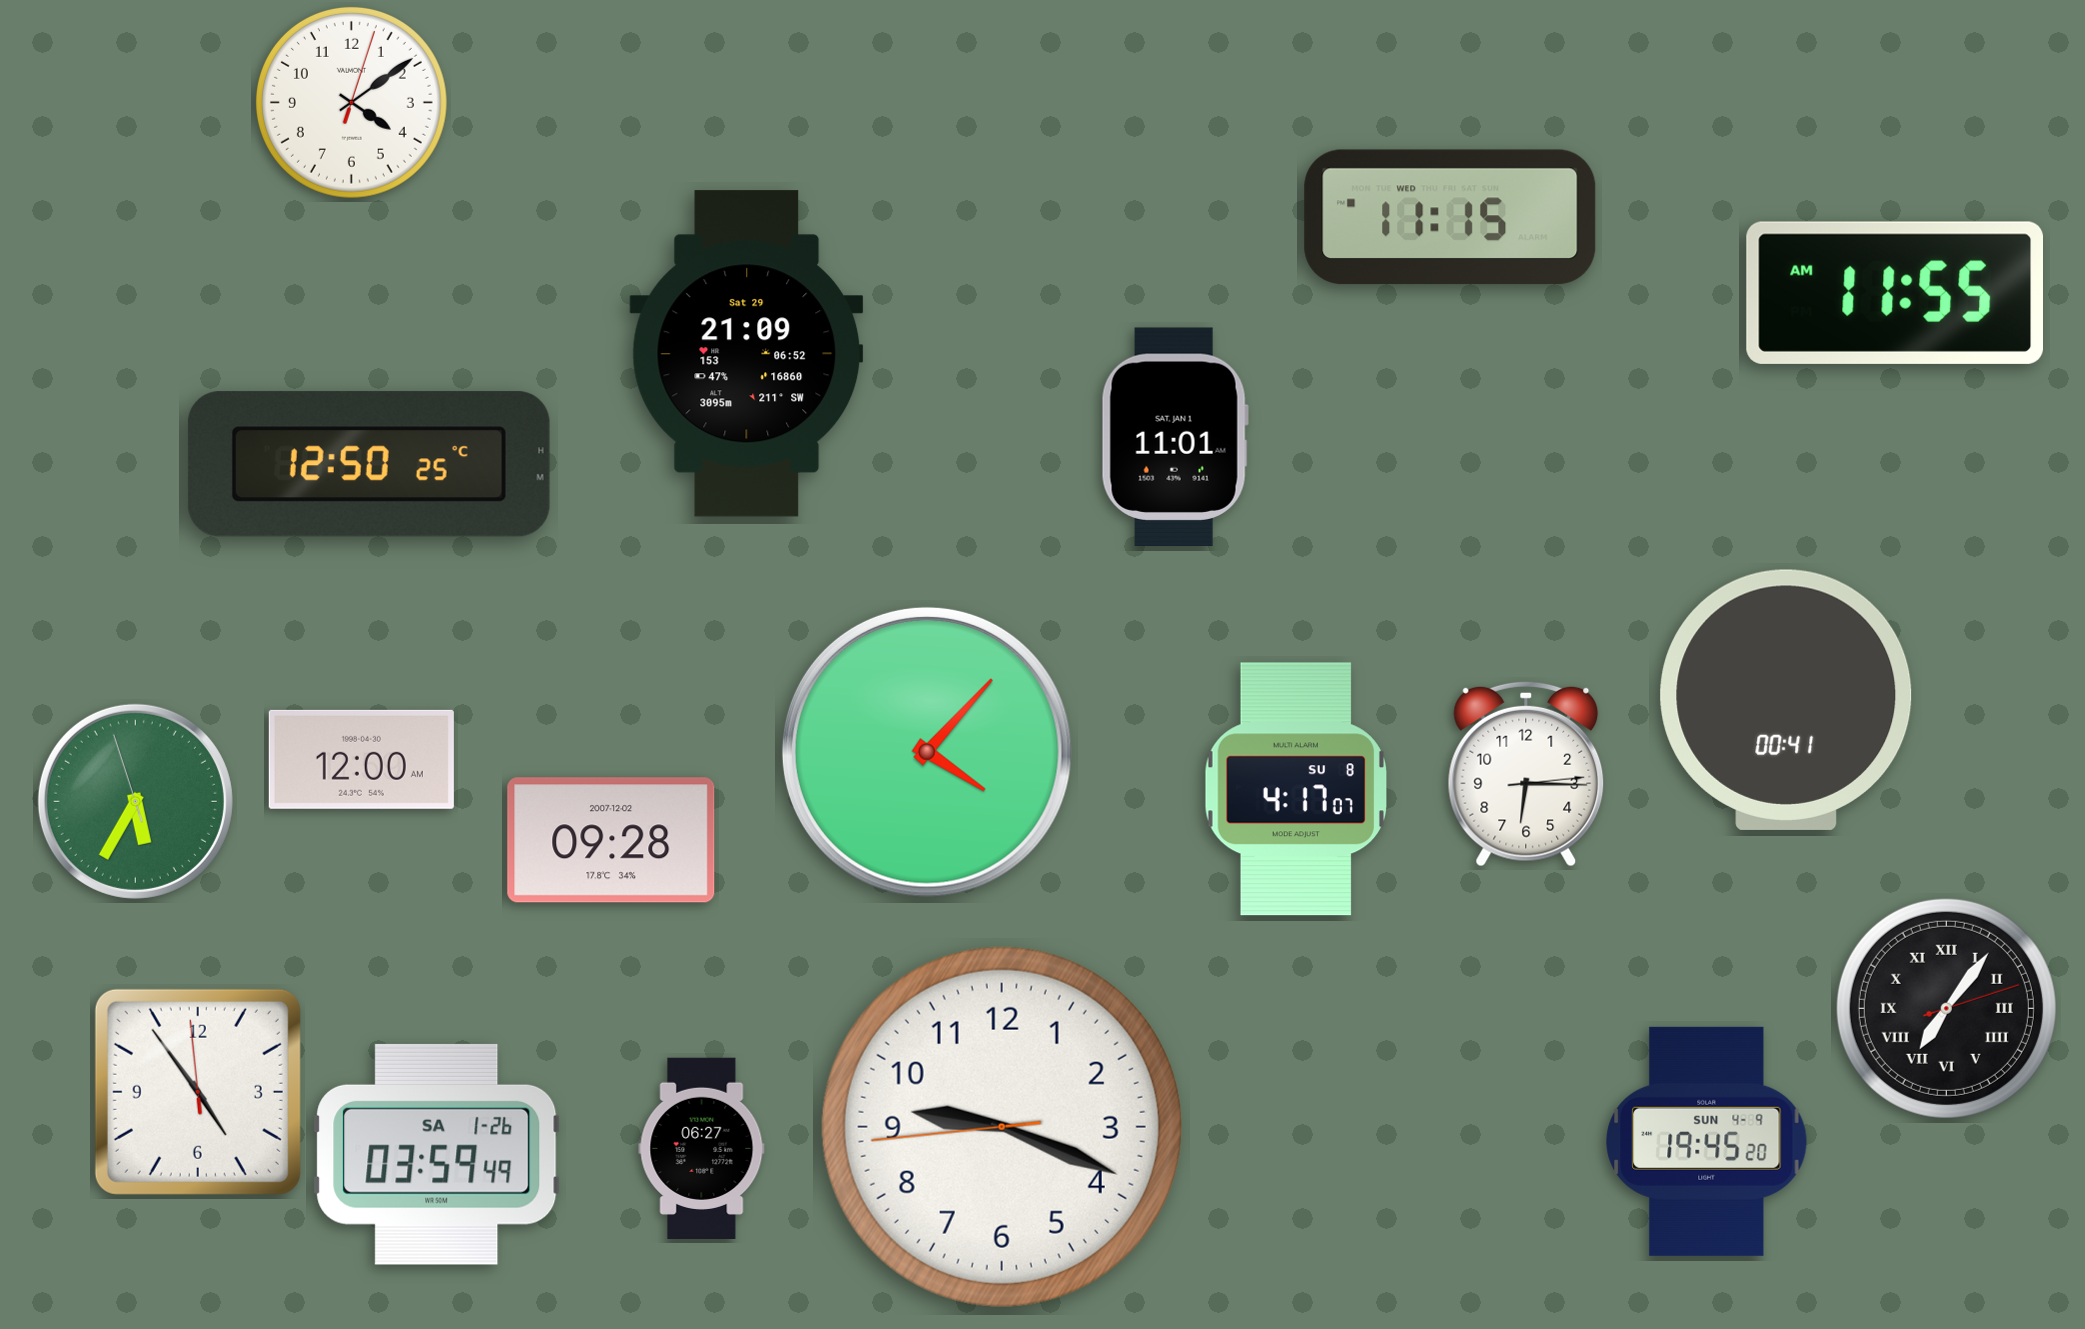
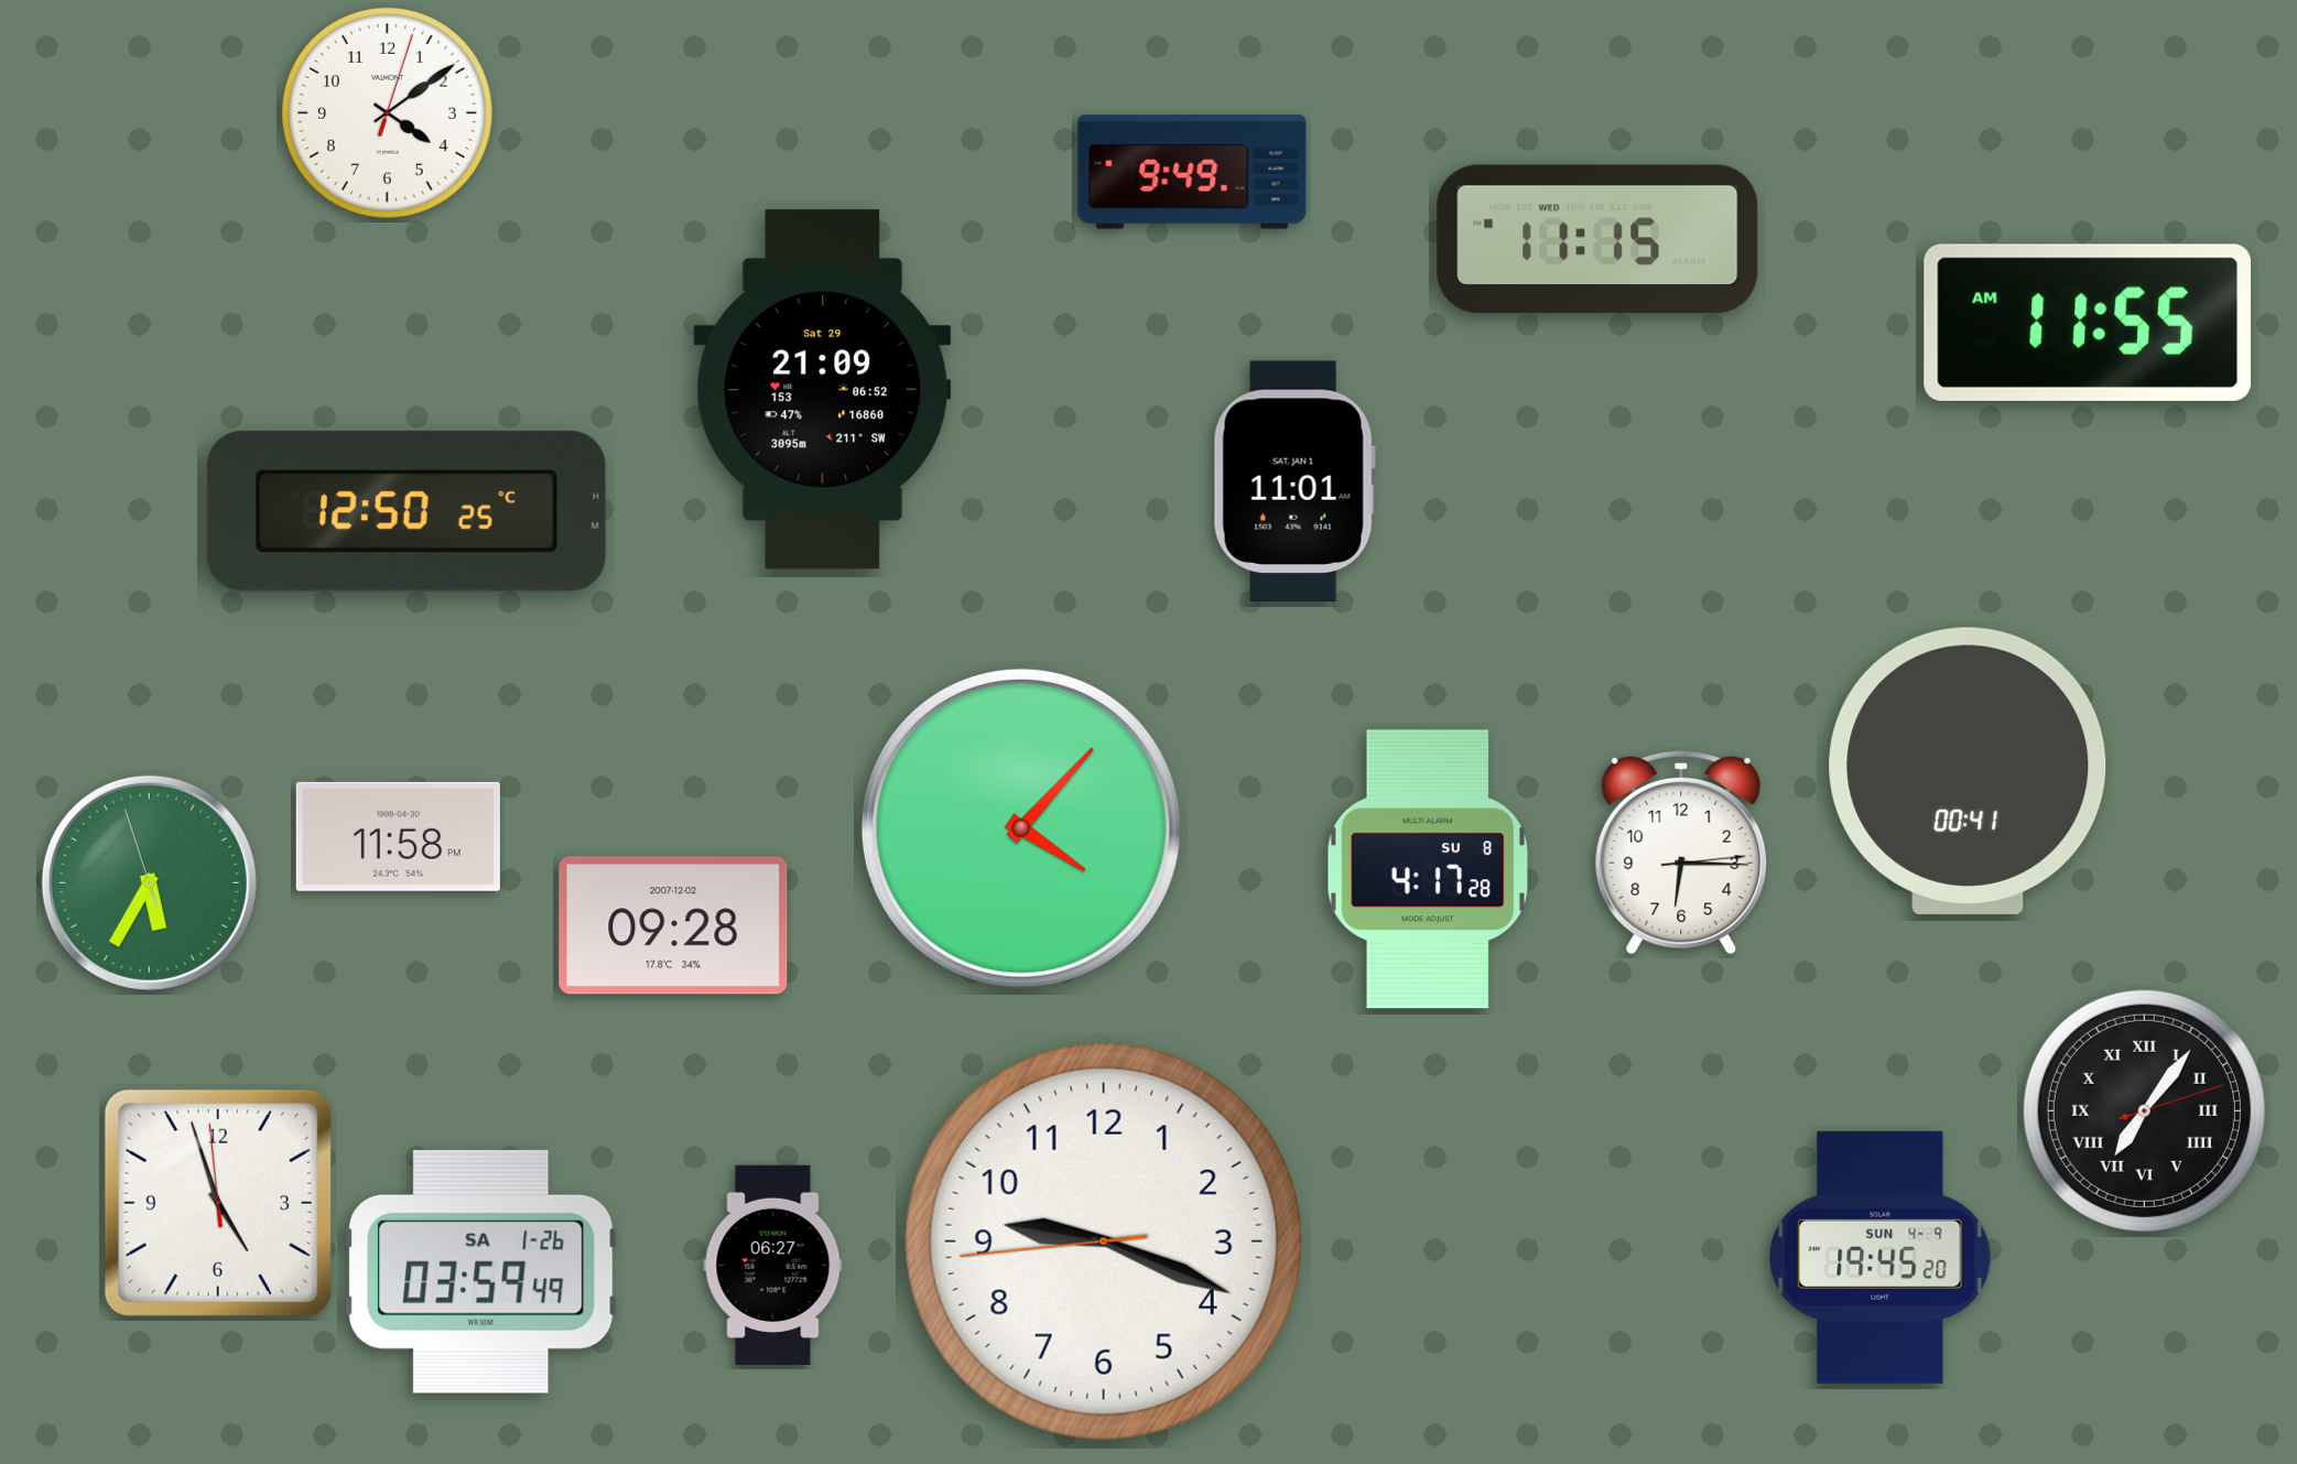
clock at (1192, 172): none -> 9:49
clock at (361, 759): 12:00 -> 11:58
clock at (1296, 789): 4:17:07 -> 4:17:28
clock at (198, 1092): 4:53 -> 4:56
